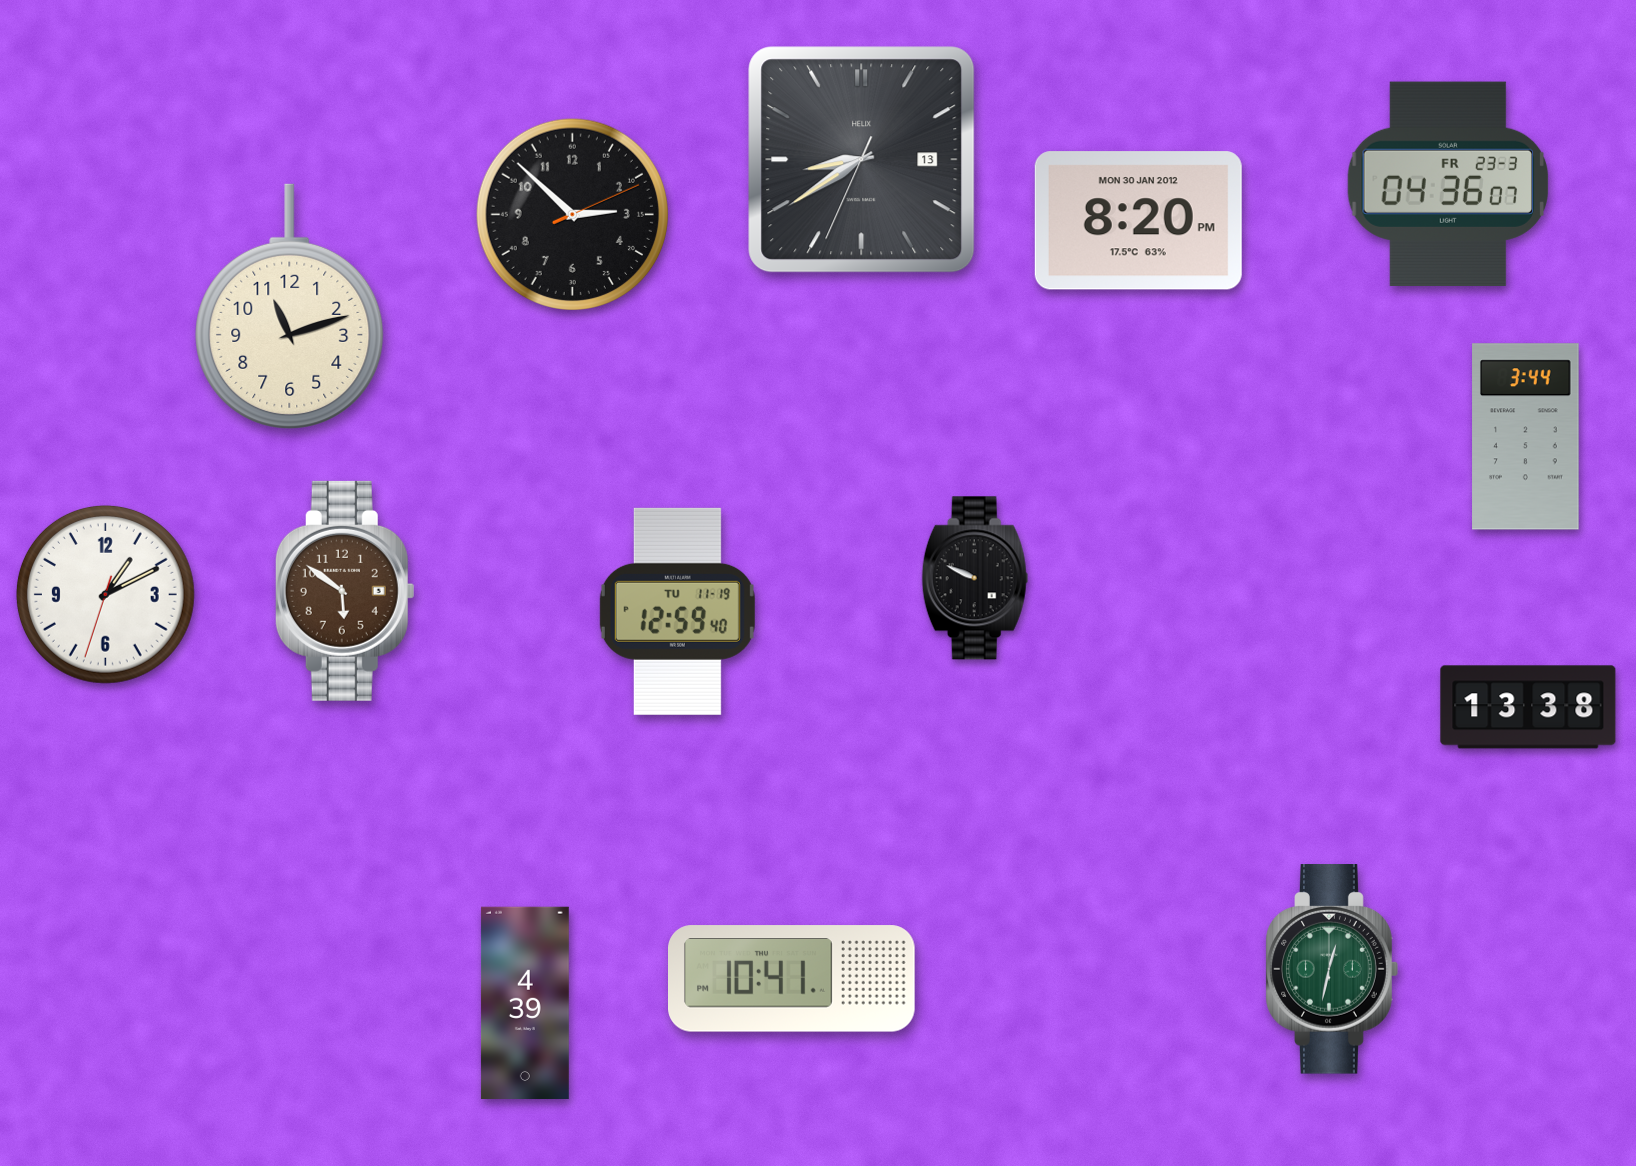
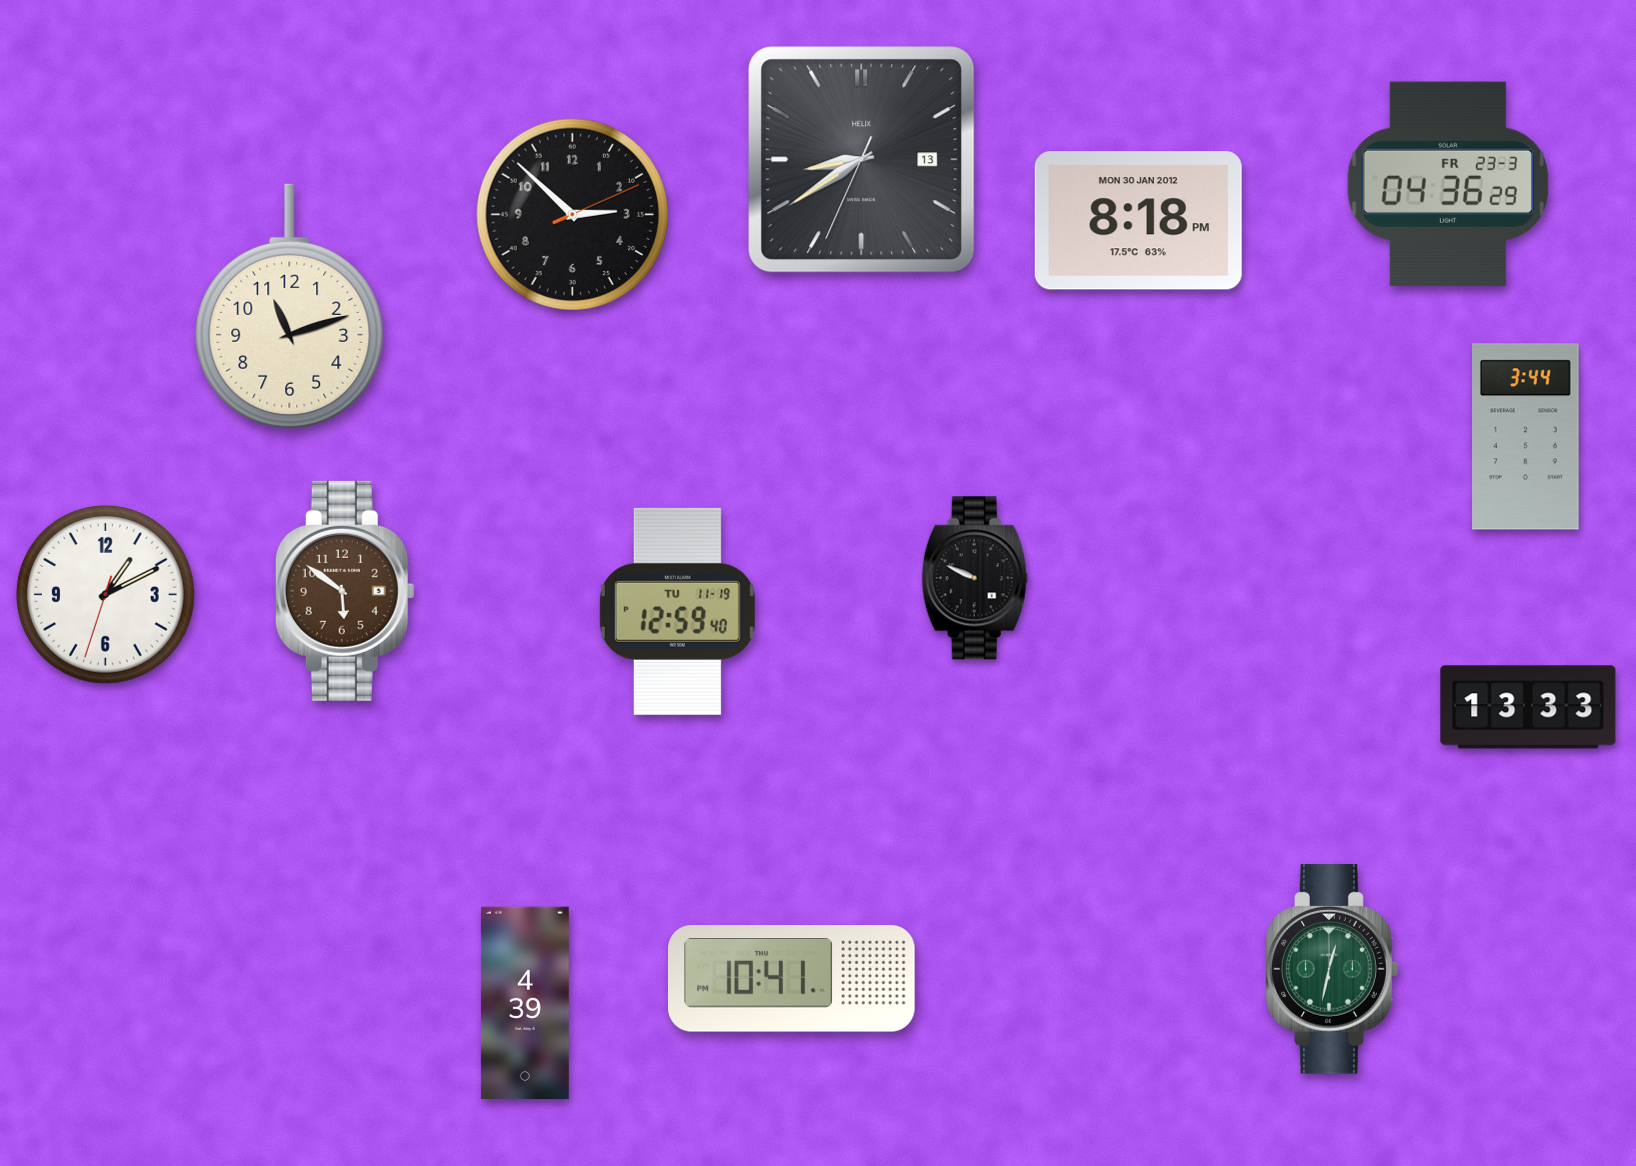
clock at (1448, 184): 04:36:07 -> 04:36:29
clock at (1138, 221): 8:20 -> 8:18
clock at (1528, 707): 13:38 -> 13:33
